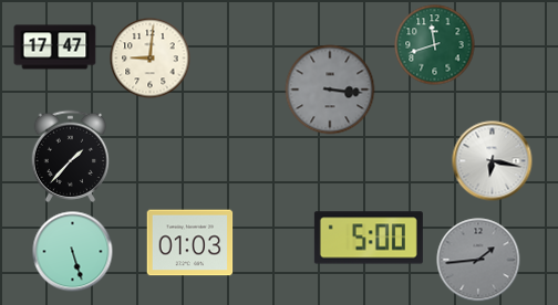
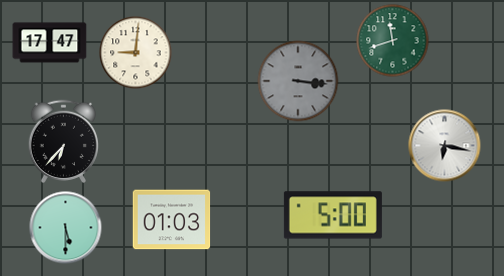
clock at (71, 156): 1:37 -> 6:37
clock at (73, 252): 5:27 -> 5:30
clock at (478, 260): 1:44 -> none
